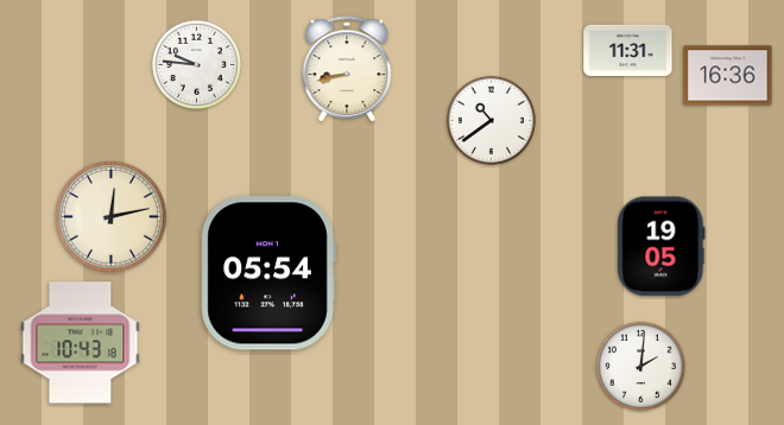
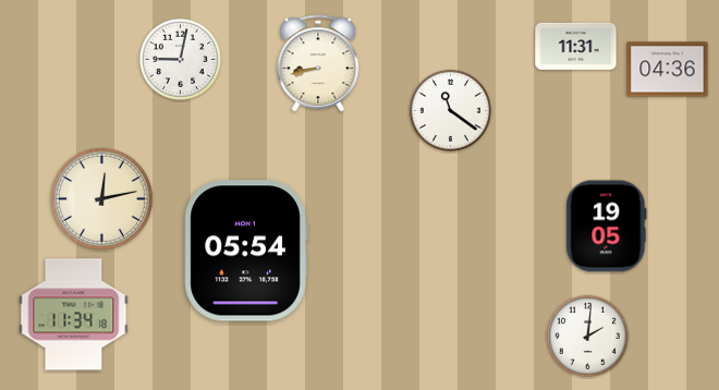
clock at (196, 64): 9:46 -> 9:02
clock at (728, 76): 16:36 -> 04:36
clock at (491, 120): 10:39 -> 11:21
clock at (81, 343): 10:43 -> 11:34
